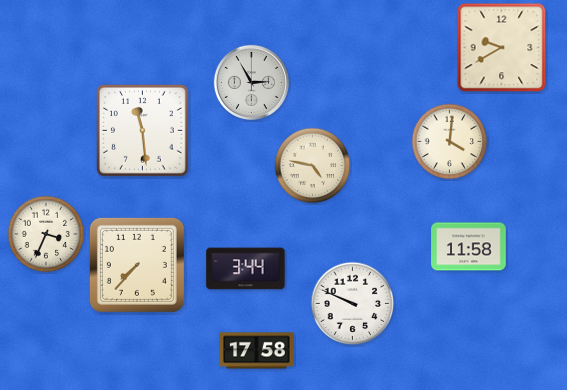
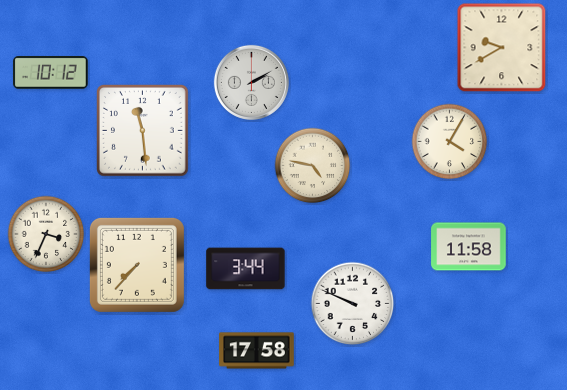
clock at (51, 73): none -> 10:12
clock at (251, 82): 2:55 -> 2:10
clock at (450, 142): 4:01 -> 4:05
